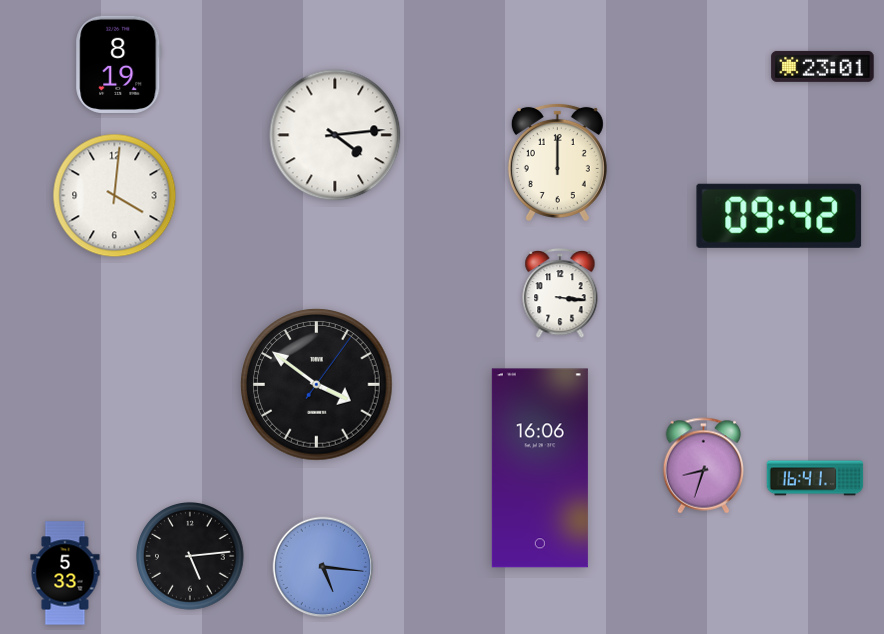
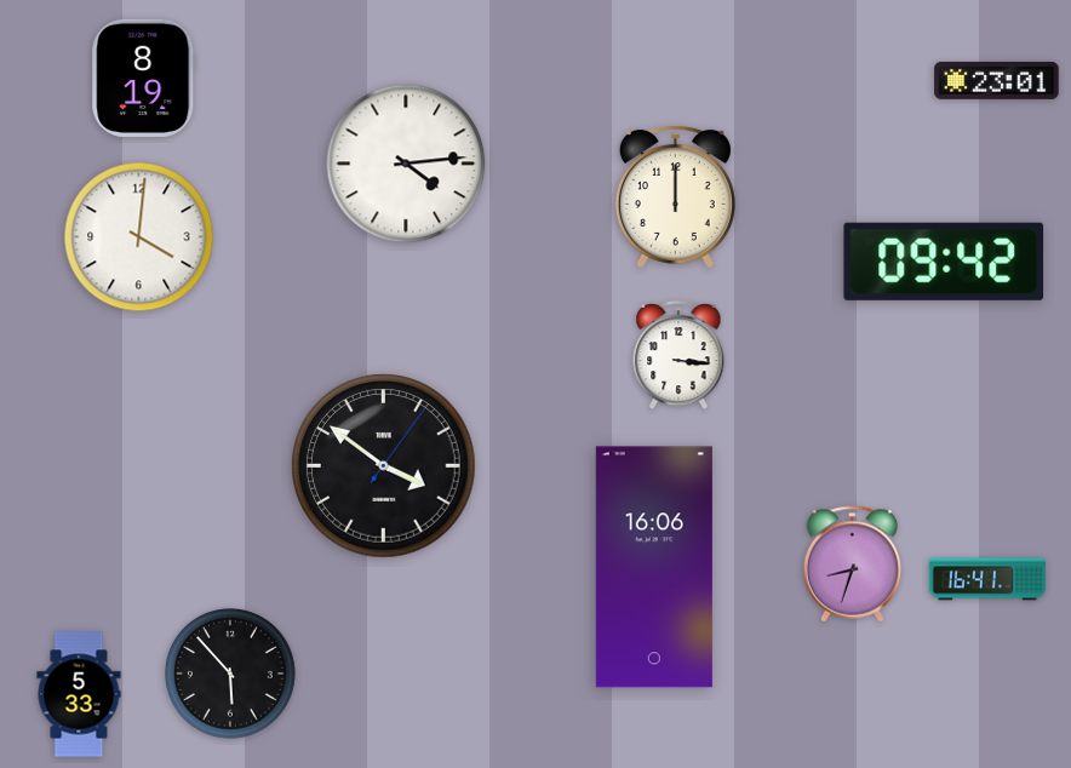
clock at (191, 557): 5:14 -> 5:53
clock at (323, 567): 5:16 -> none
